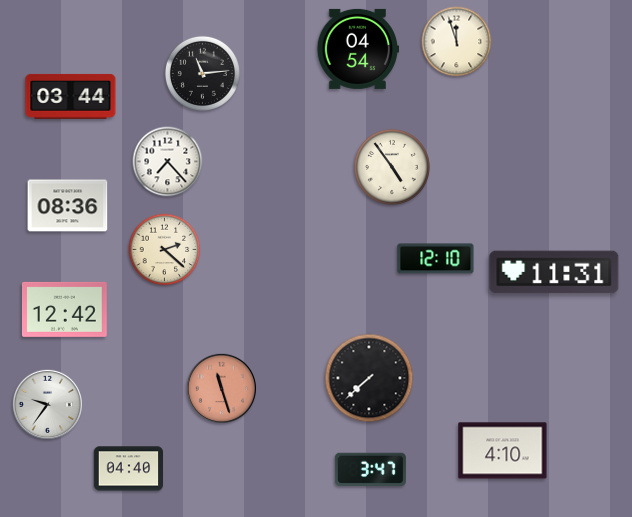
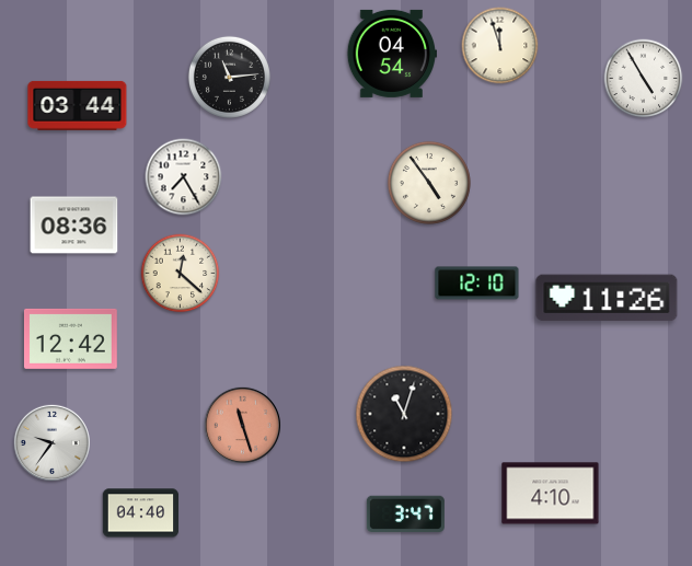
clock at (644, 79): none -> 4:55
clock at (202, 73) position: (202, 73) -> (229, 77)
clock at (168, 162): 7:23 -> 7:25
clock at (165, 250): 2:22 -> 12:22
clock at (554, 272): 11:31 -> 11:26
clock at (369, 378): 7:38 -> 11:03
